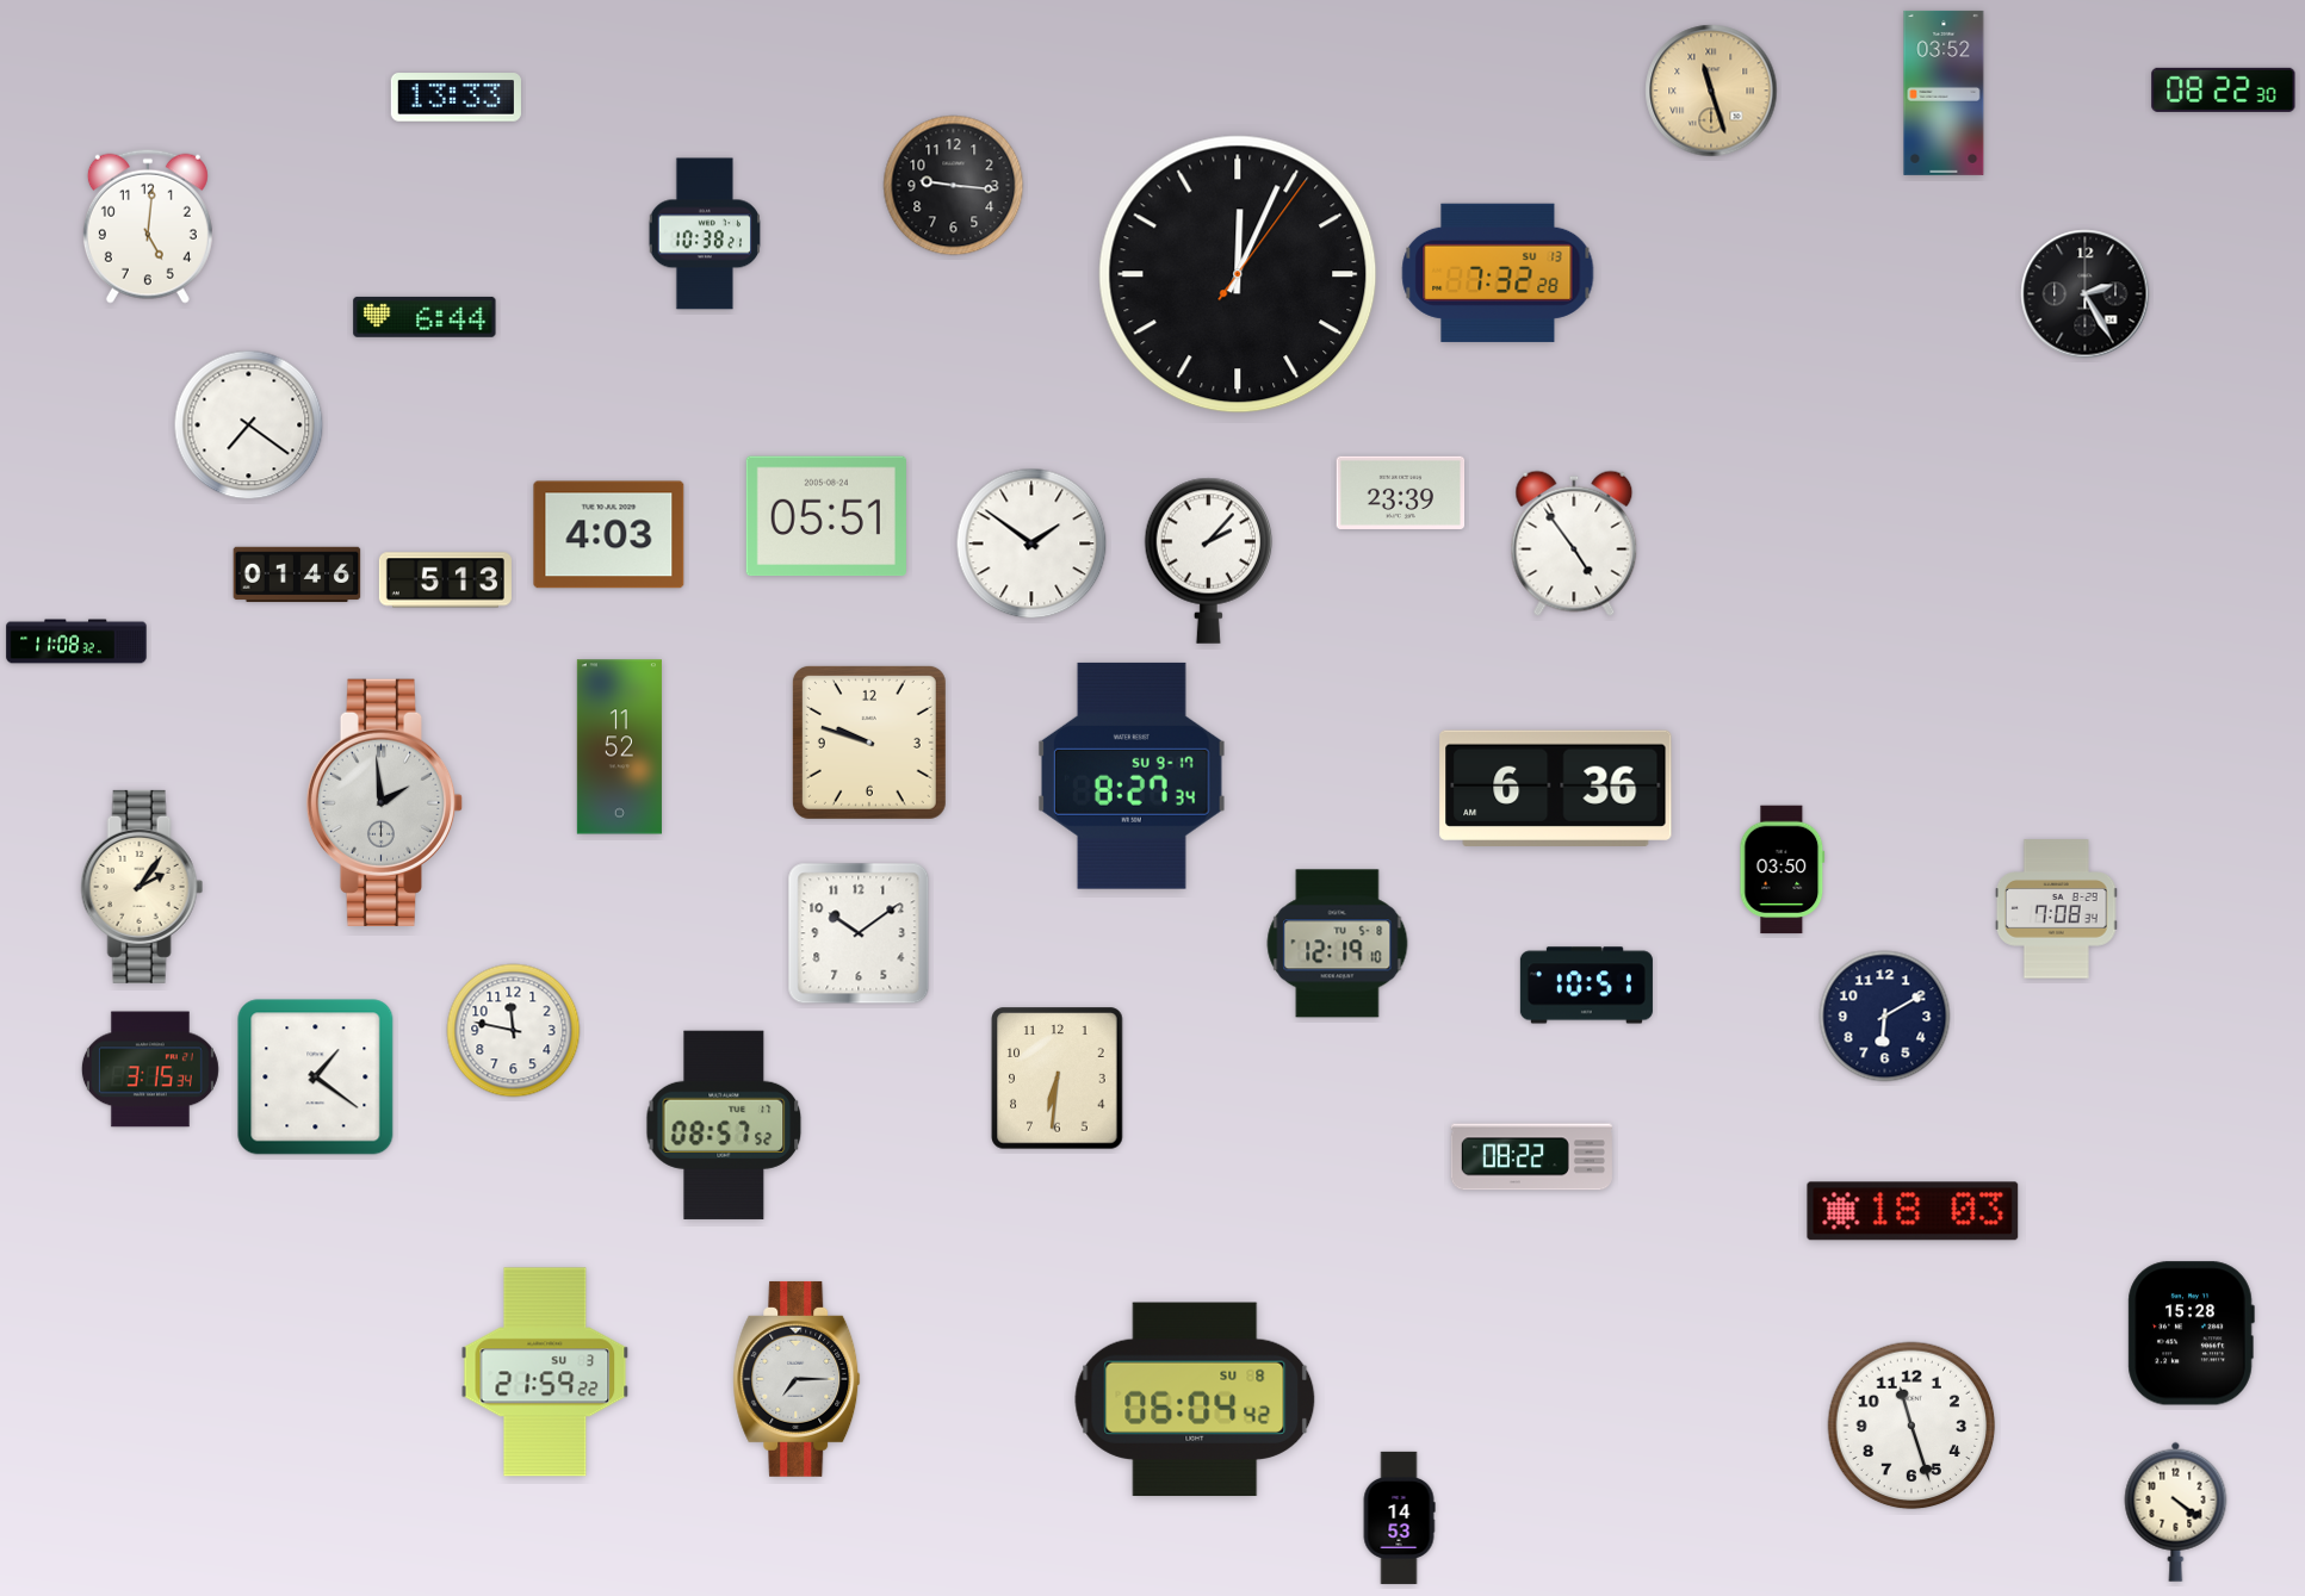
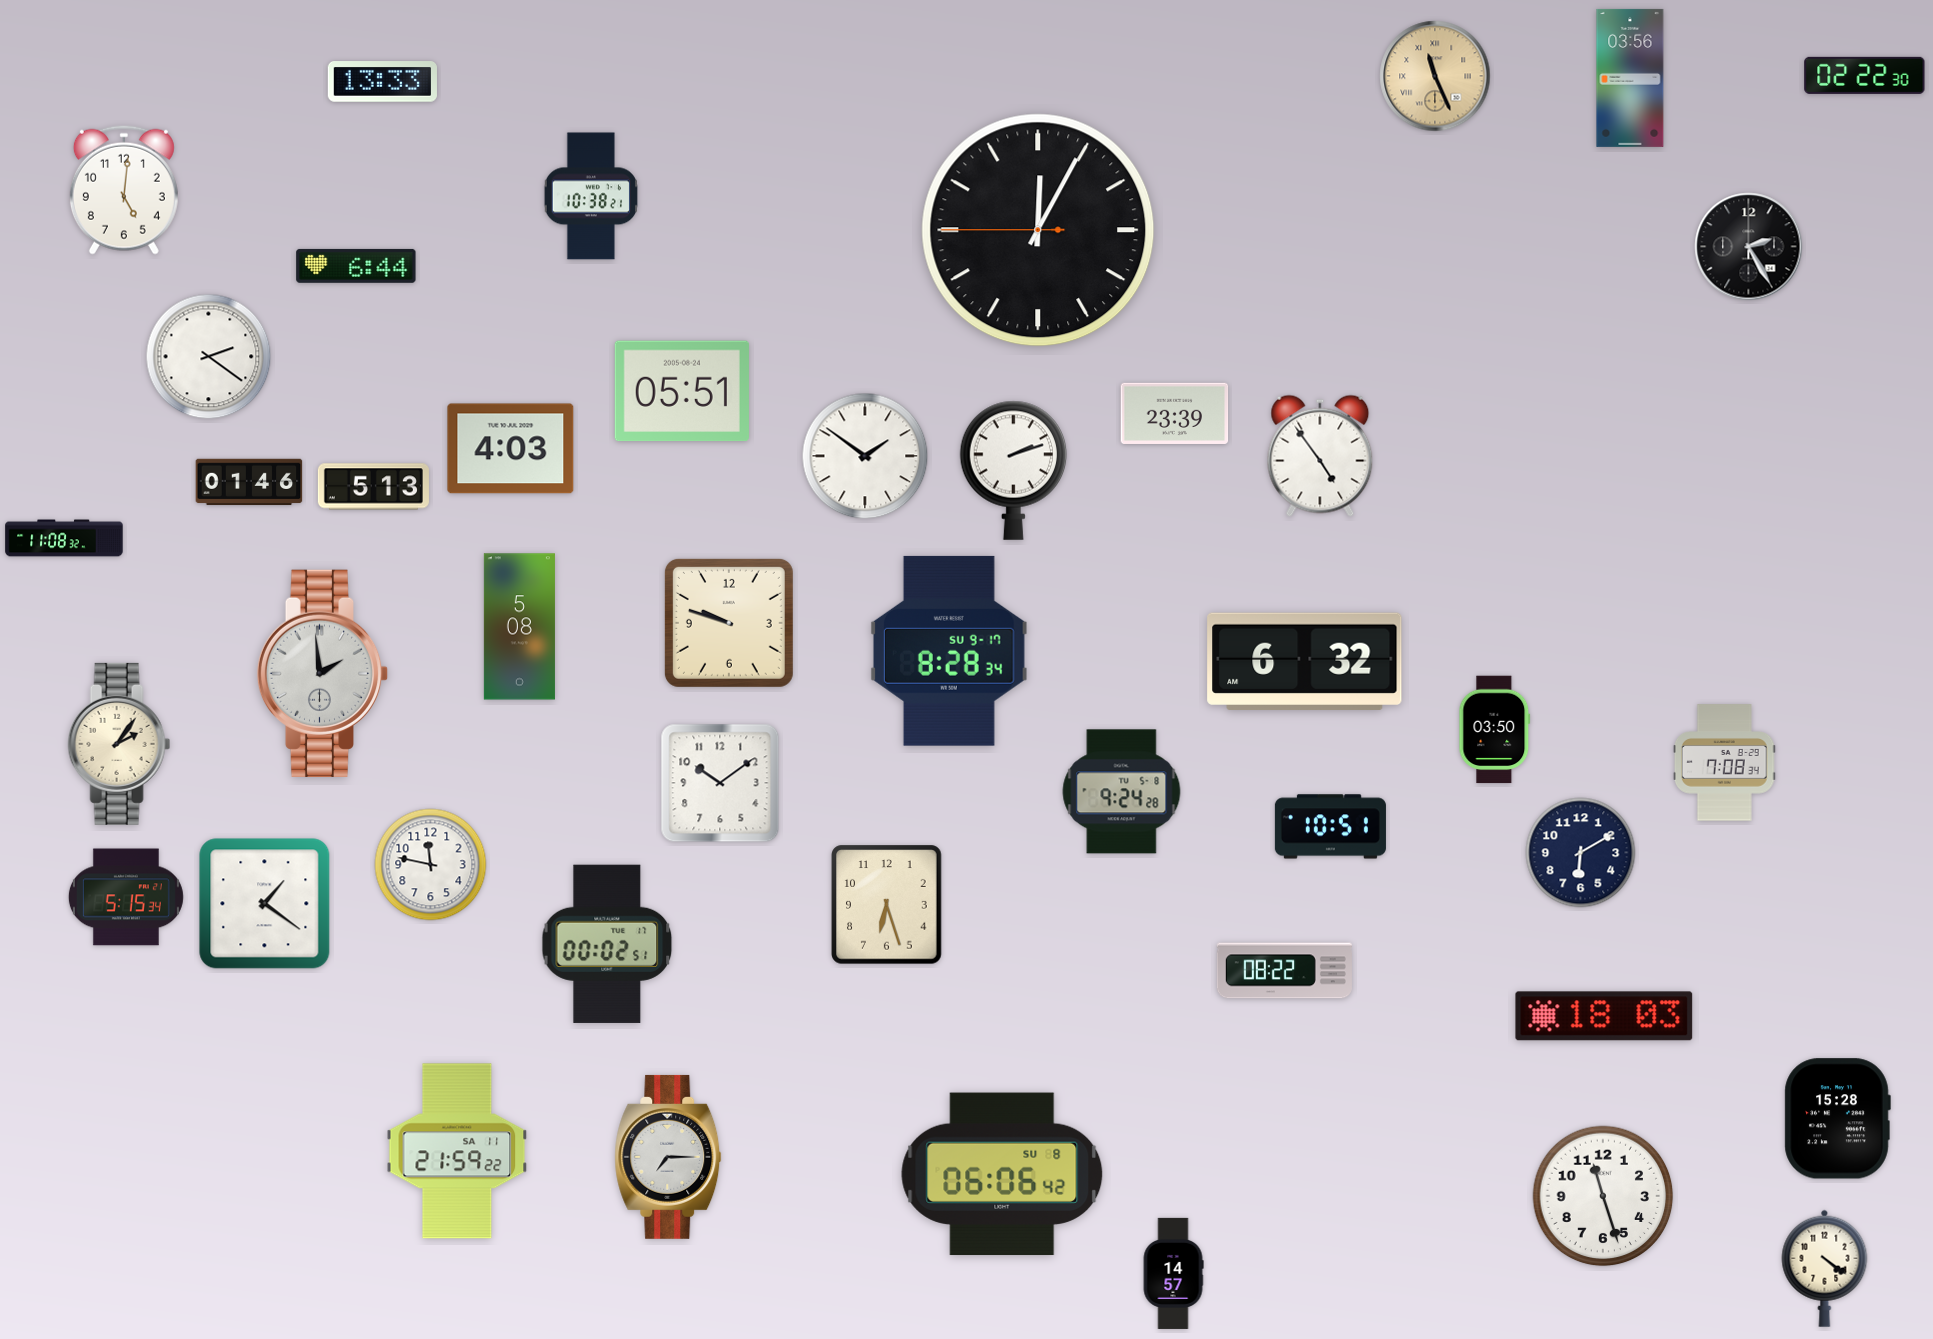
clock at (2224, 89): 08:22 -> 02:22
clock at (1711, 91): 11:27 -> 11:26
clock at (1944, 93): 03:52 -> 03:56
clock at (954, 186): 9:16 -> none
clock at (1498, 273): 7:32 -> none
clock at (1238, 274): 12:04:06 -> 12:04:45
clock at (249, 426): 7:21 -> 2:21
clock at (826, 516) position: (826, 516) -> (682, 391)
clock at (1209, 560): 2:07 -> 2:12
clock at (619, 747): 11:52 -> 5:08
clock at (1132, 776): 8:27 -> 8:28
clock at (1556, 788): 6:36 -> 6:32
clock at (1338, 944): 12:19 -> 9:24
clock at (150, 1069): 3:15 -> 5:15
clock at (1058, 1079): 6:31 -> 6:27
clock at (724, 1125): 08:57 -> 00:02
clock at (545, 1372) date: SU 3 -> SA 11
clock at (1195, 1399): 06:04 -> 06:06
clock at (1399, 1517): 14:53 -> 14:57
